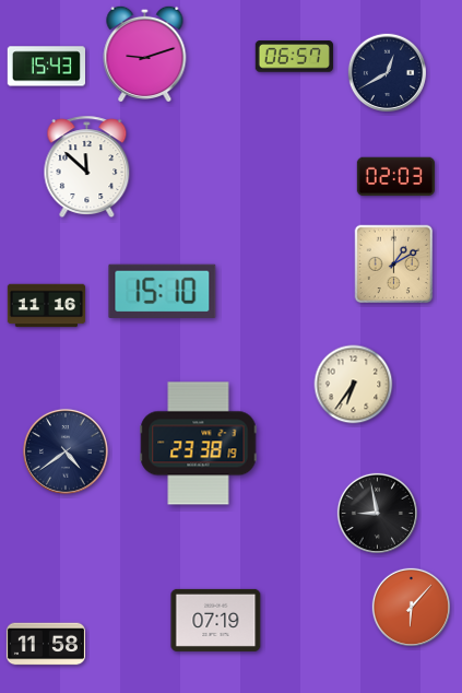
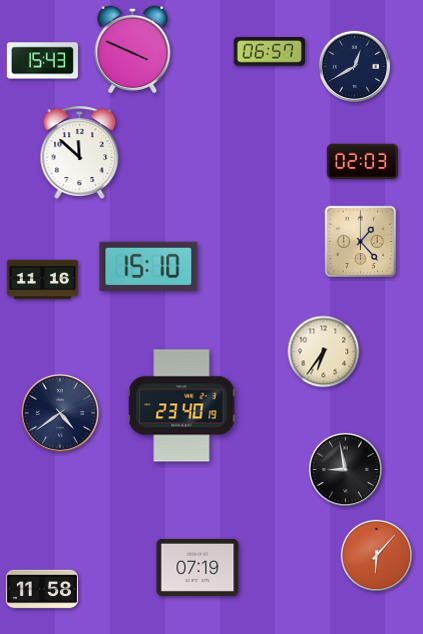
clock at (145, 52): 9:12 -> 3:49
clock at (394, 265): 1:10 -> 1:23
clock at (199, 444): 23:38 -> 23:40
